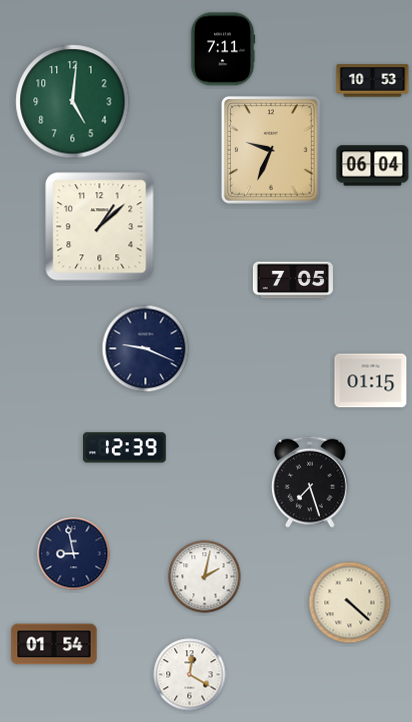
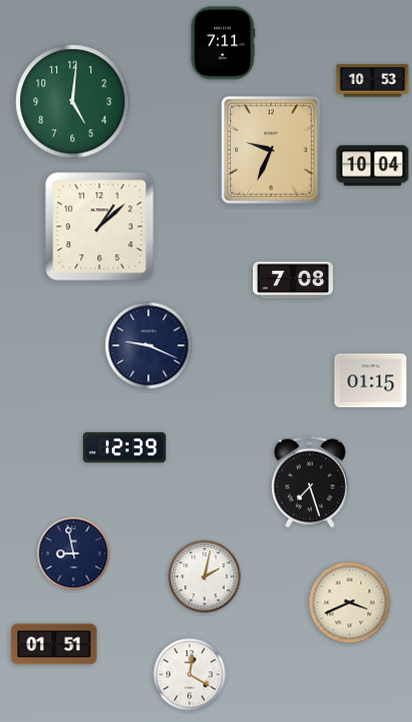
clock at (223, 49) position: (223, 49) -> (223, 43)
clock at (373, 166): 06:04 -> 10:04
clock at (293, 280): 7:05 -> 7:08
clock at (146, 349) position: (146, 349) -> (149, 346)
clock at (350, 603): 4:22 -> 3:41
clock at (54, 644): 01:54 -> 01:51
